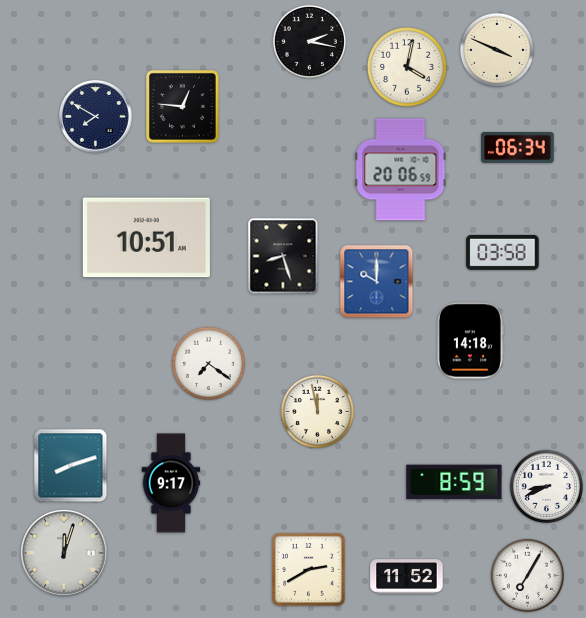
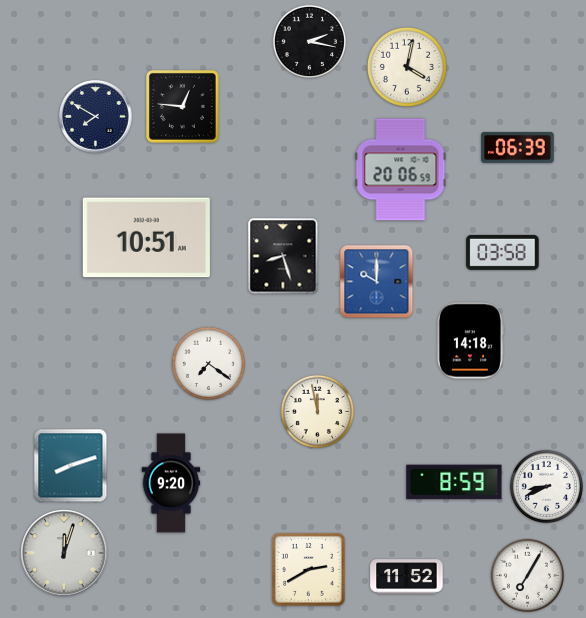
clock at (497, 50): 3:49 -> none
clock at (518, 148): 06:34 -> 06:39
clock at (171, 483): 9:17 -> 9:20
